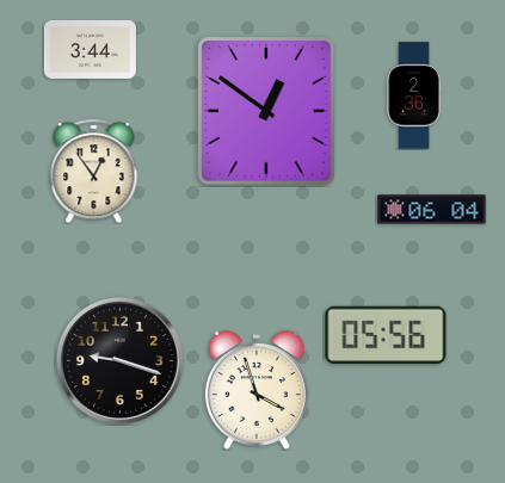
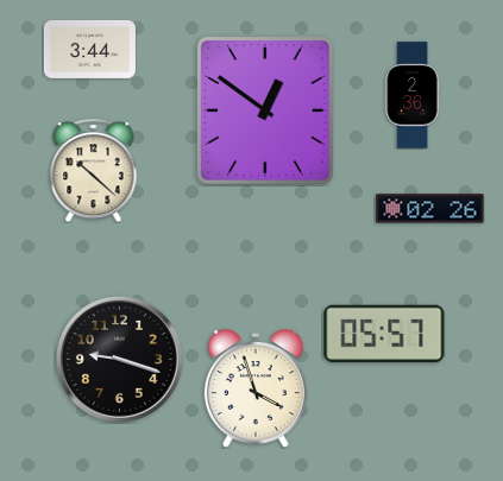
clock at (94, 171): 12:54 -> 10:22
clock at (432, 210): 06:04 -> 02:26
clock at (386, 335): 05:56 -> 05:57
